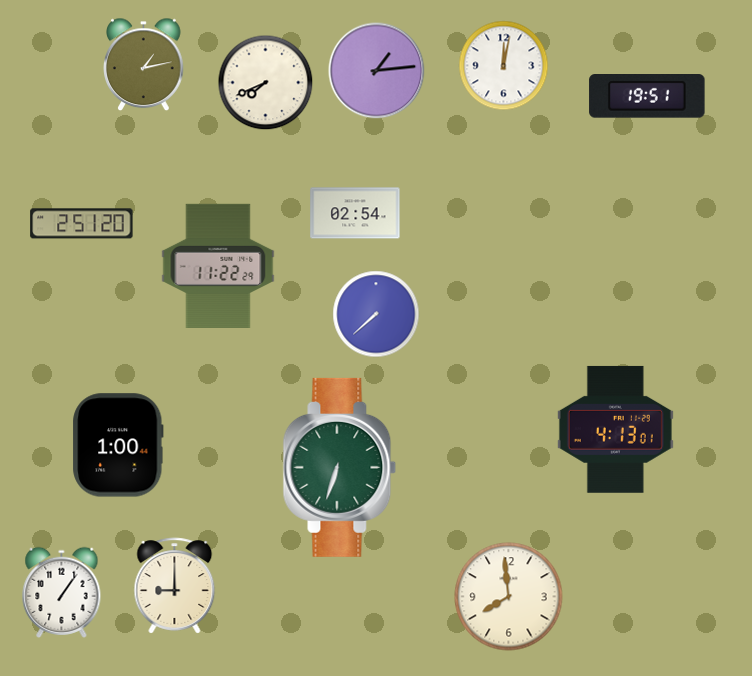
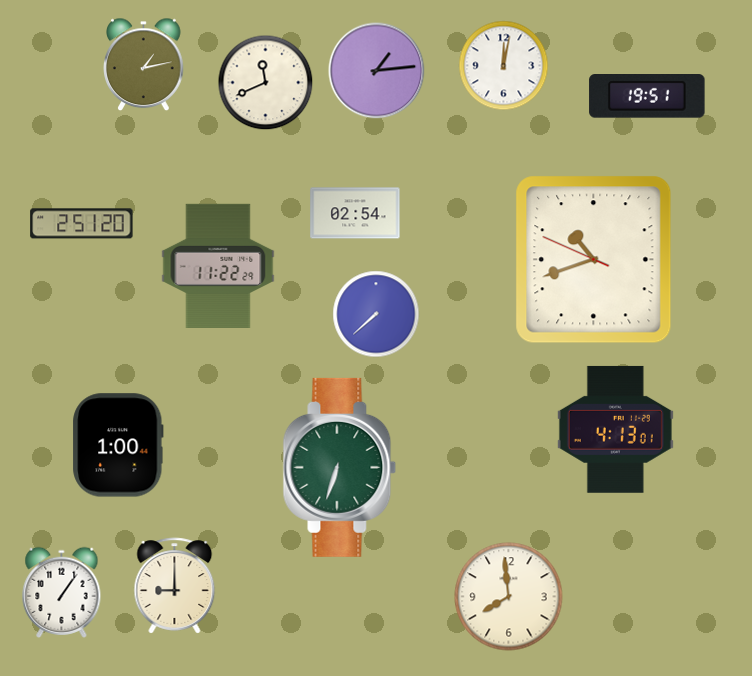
clock at (266, 83): 7:41 -> 11:41
clock at (594, 260): none -> 10:41
